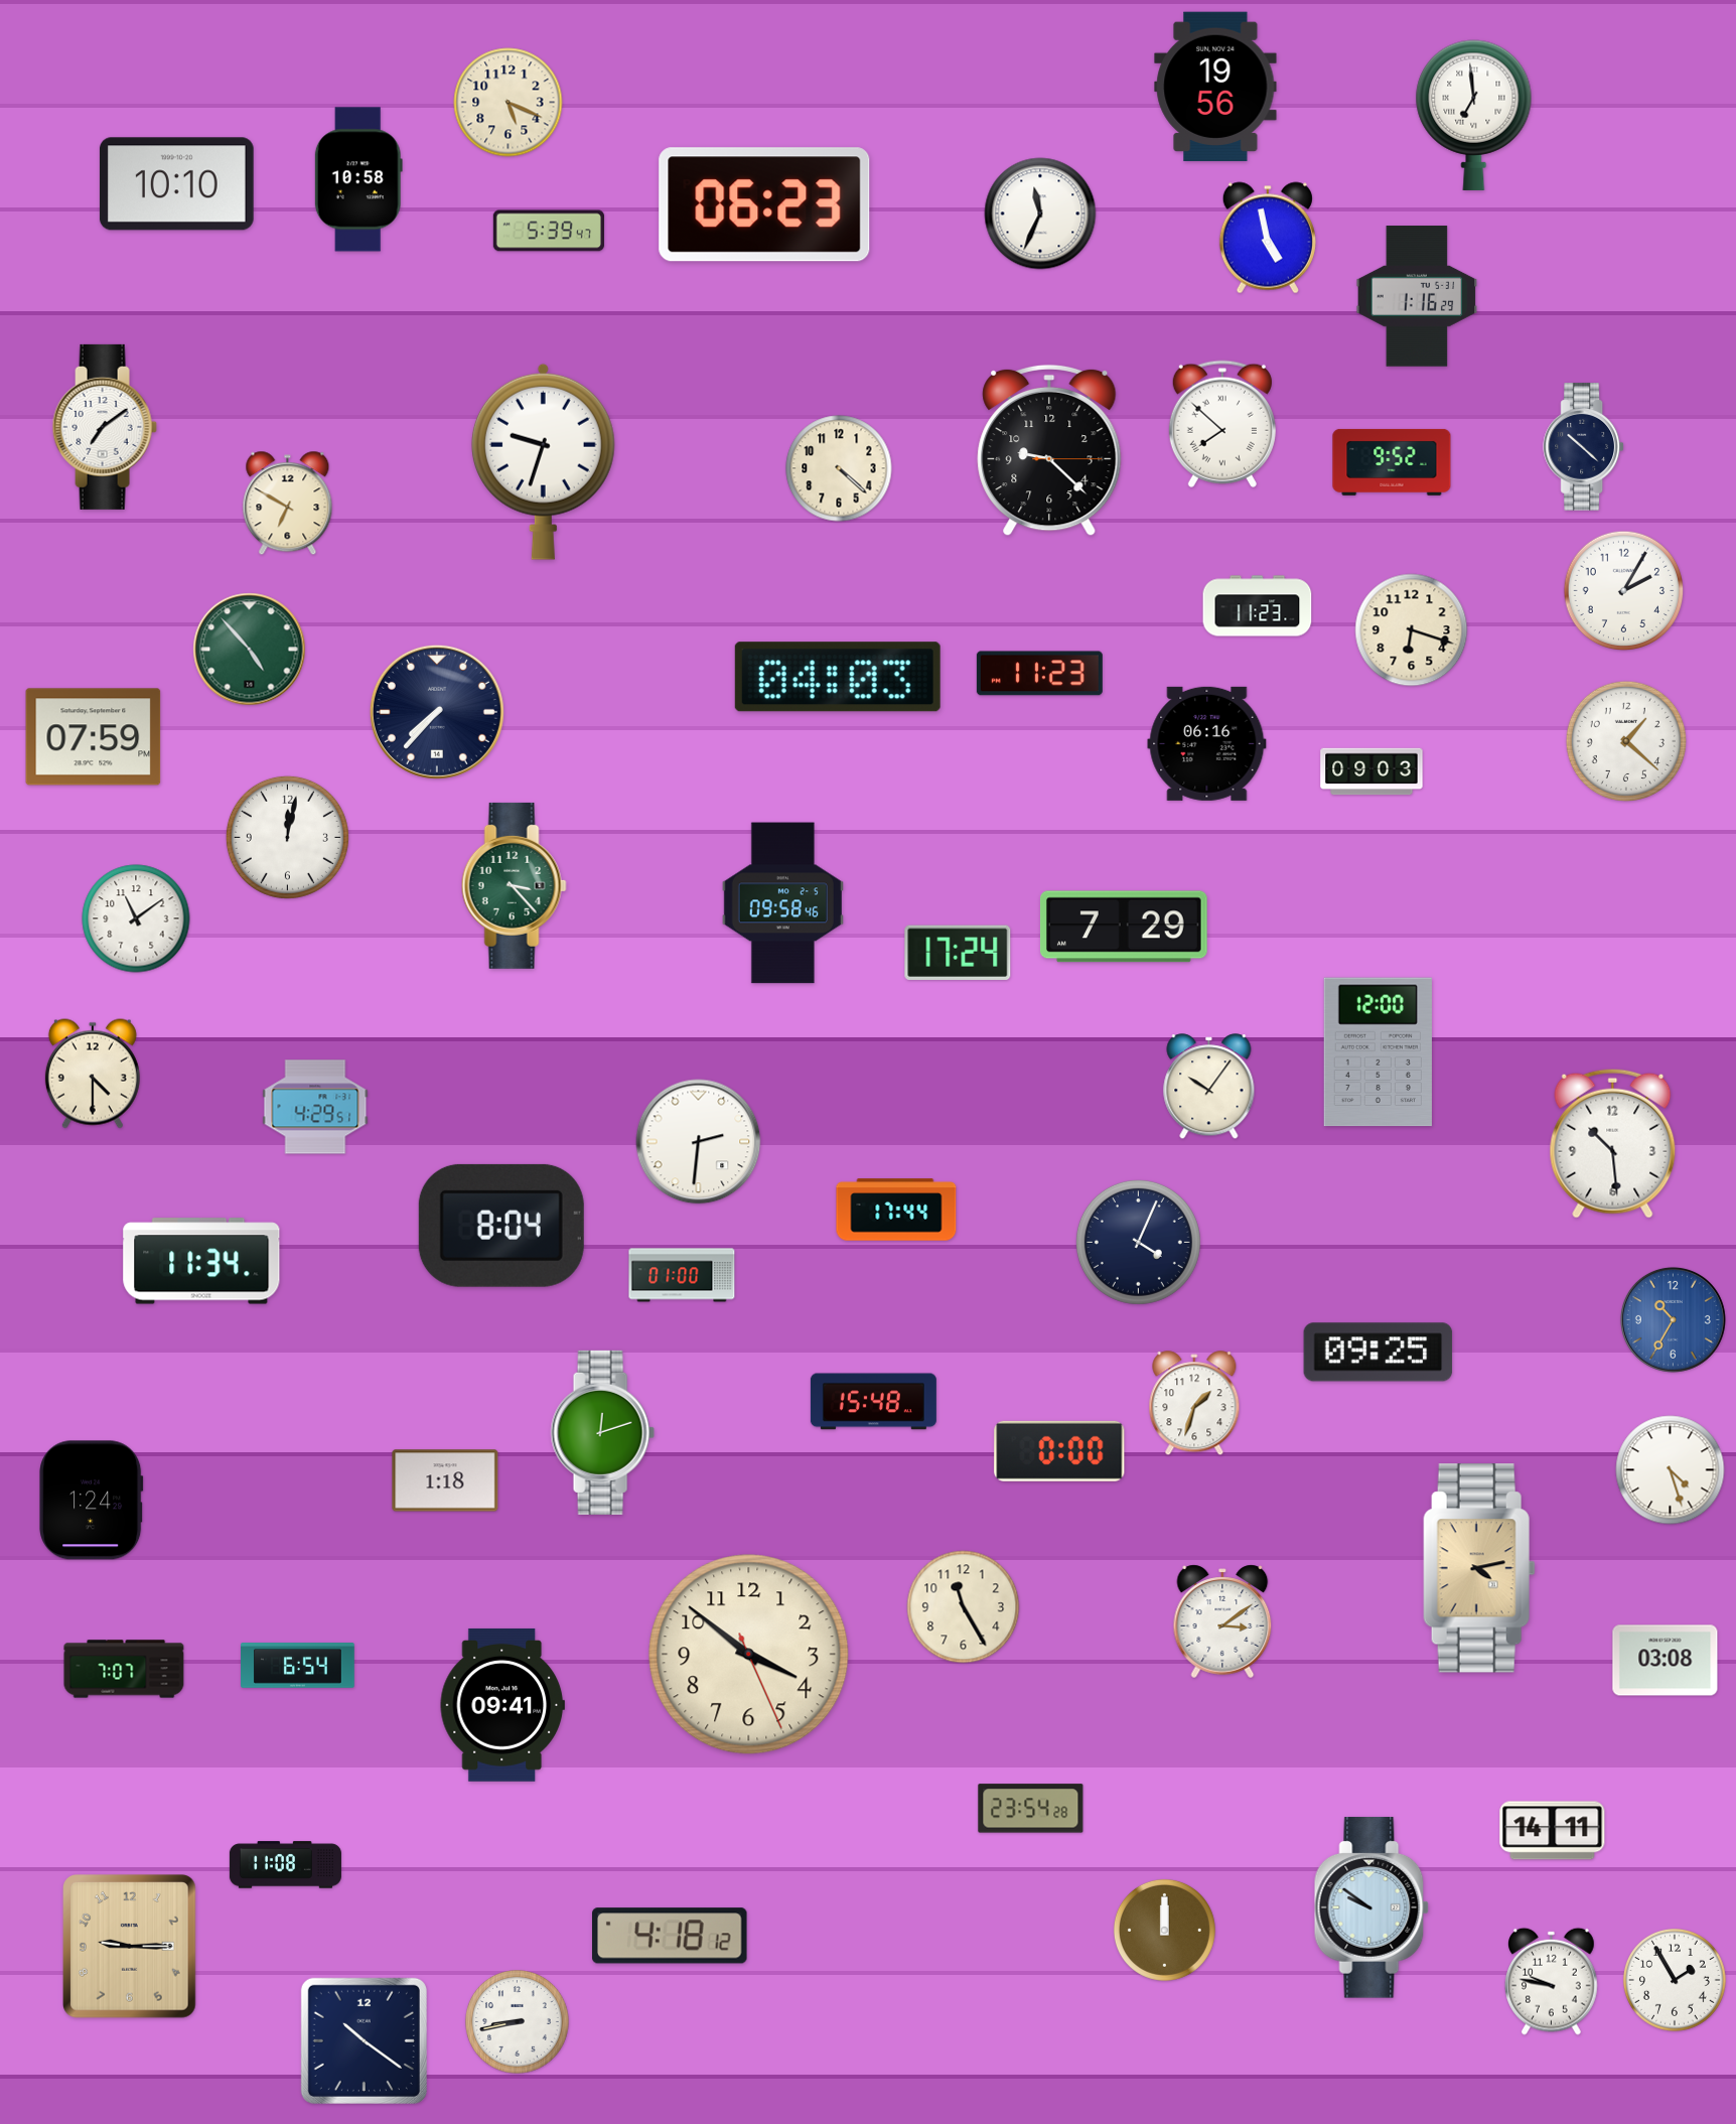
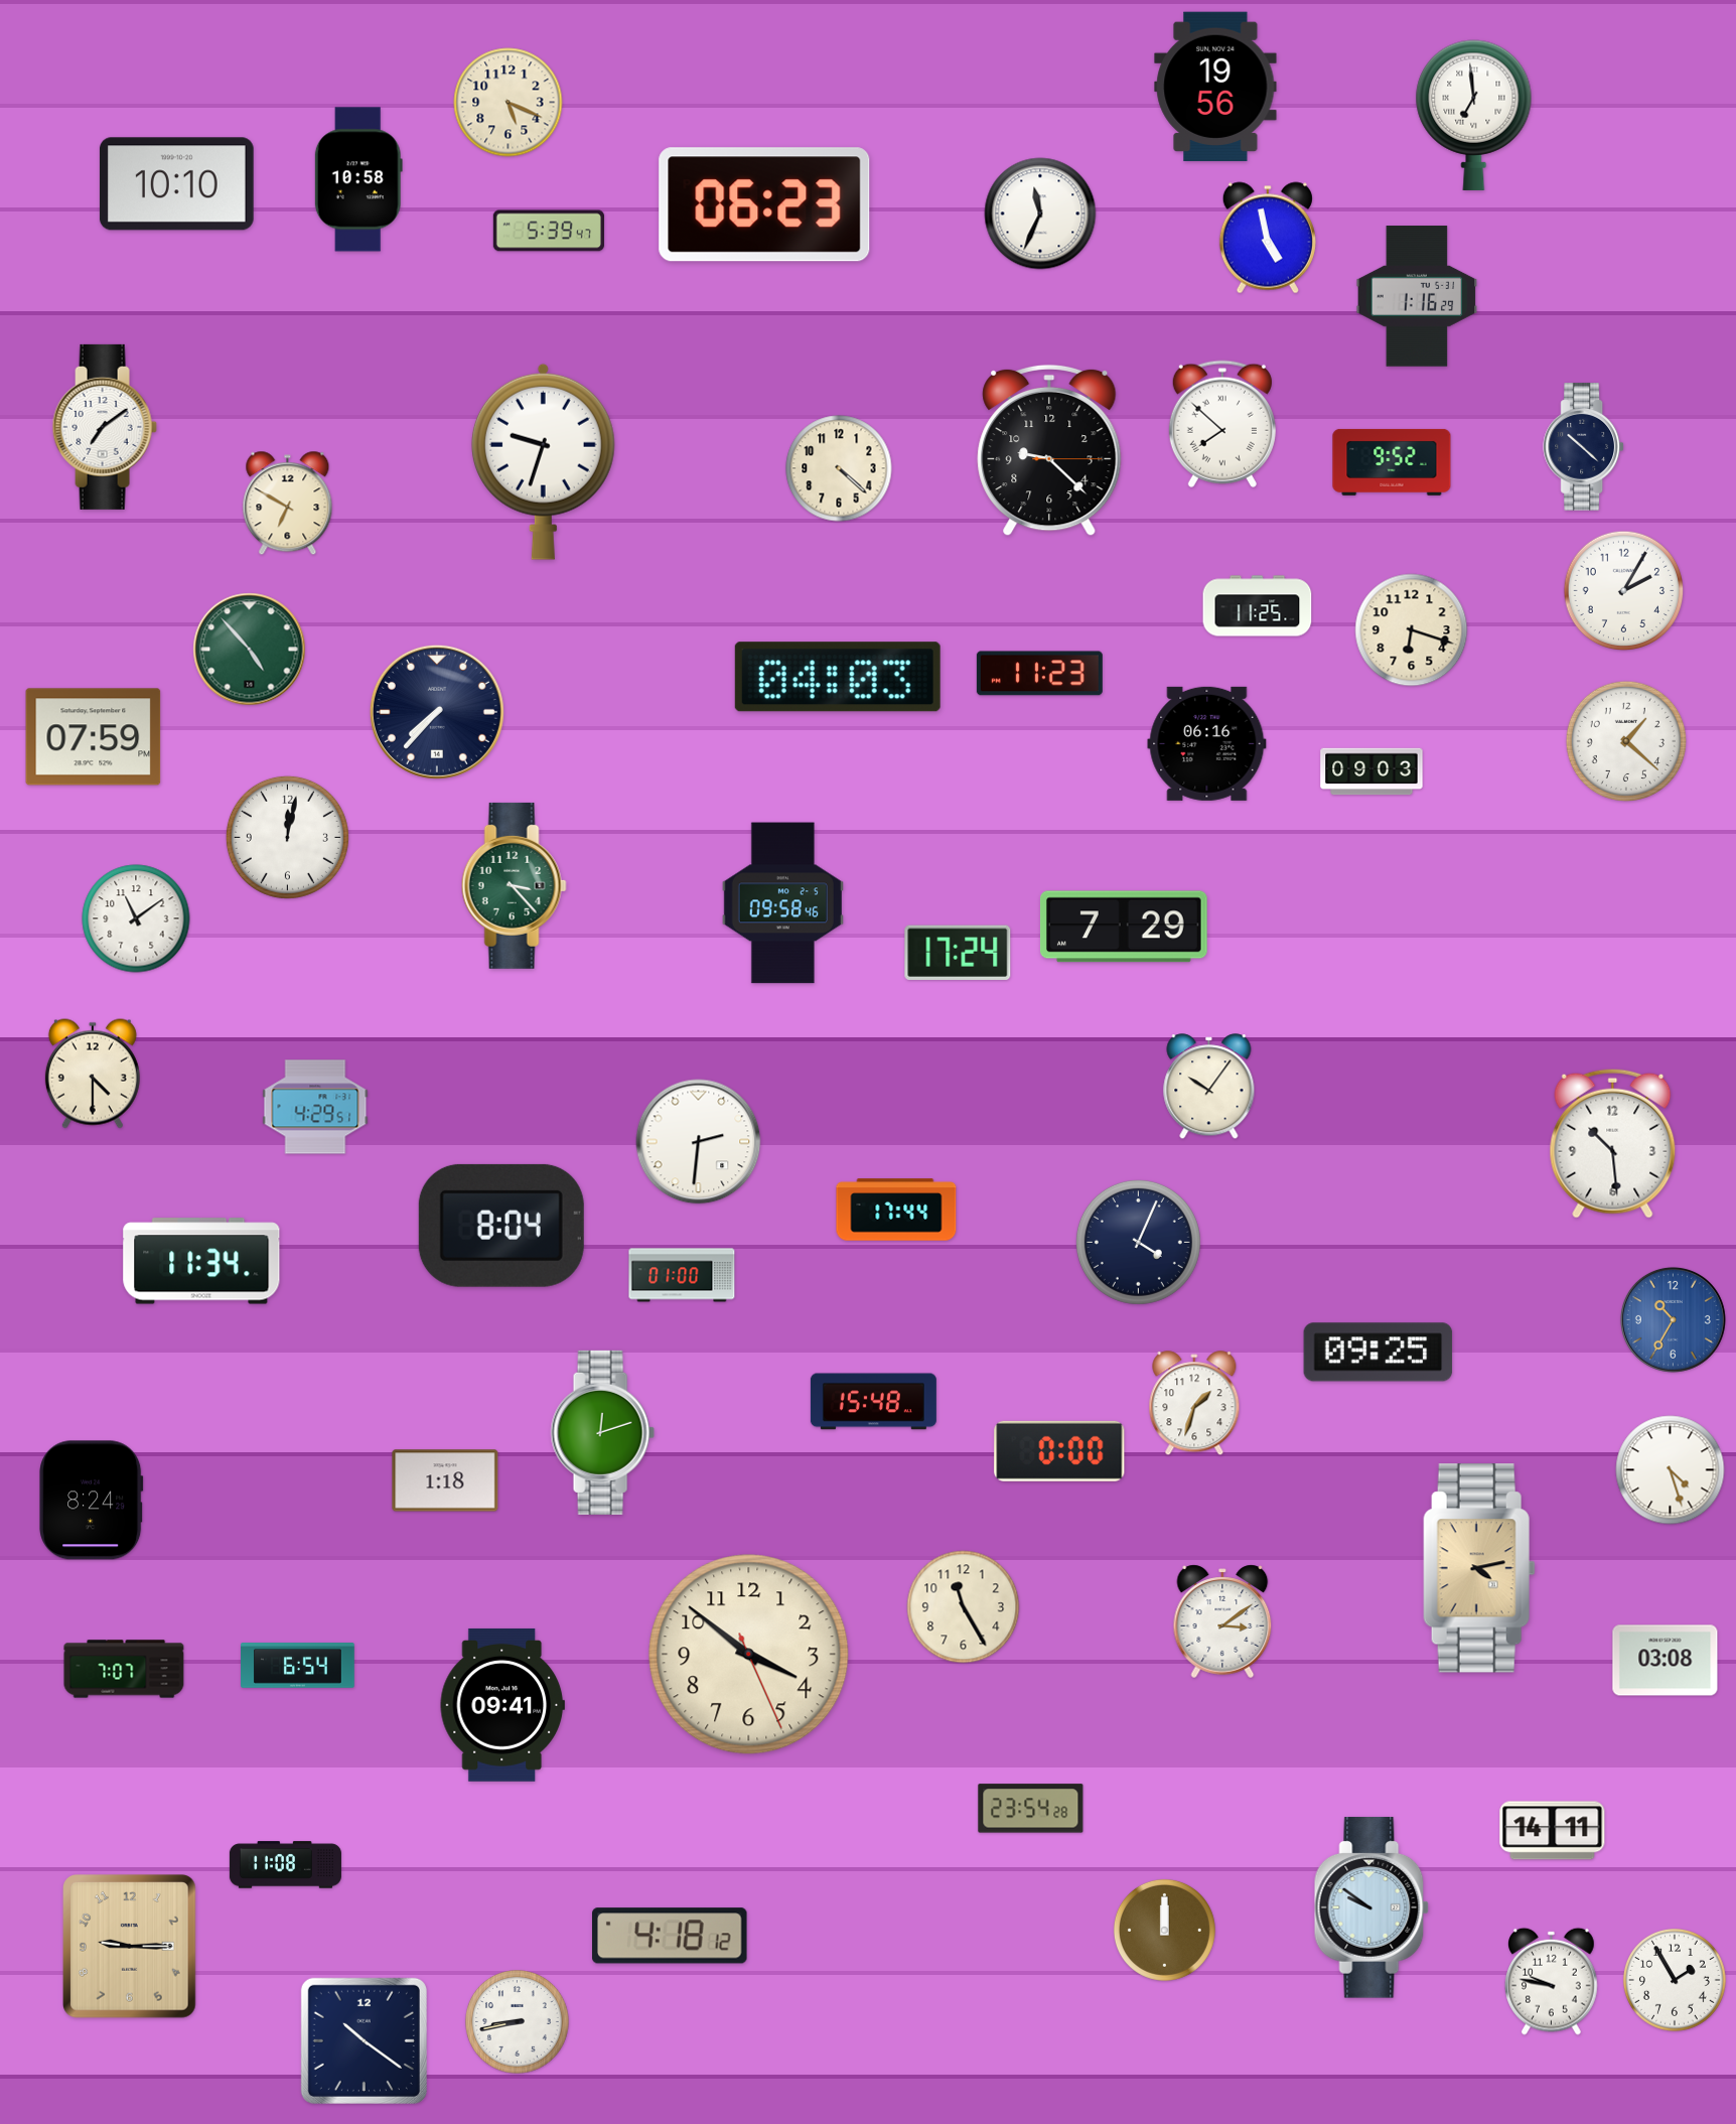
clock at (1258, 606): 11:23 -> 11:25
clock at (1378, 1052): 12:00 -> none
clock at (92, 1501): 1:24 -> 8:24
